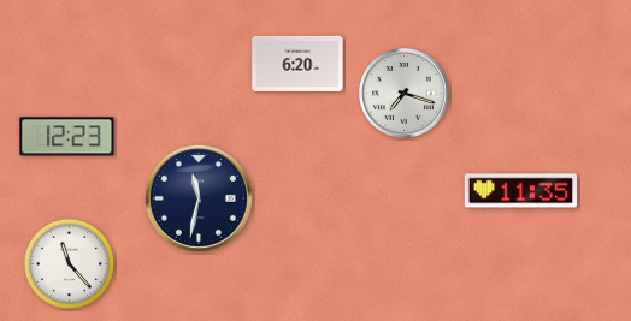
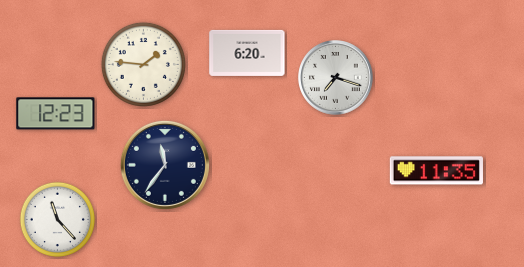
clock at (143, 64): none -> 1:46
clock at (520, 191) position: (520, 191) -> (436, 171)
clock at (199, 198): 11:32 -> 11:36
